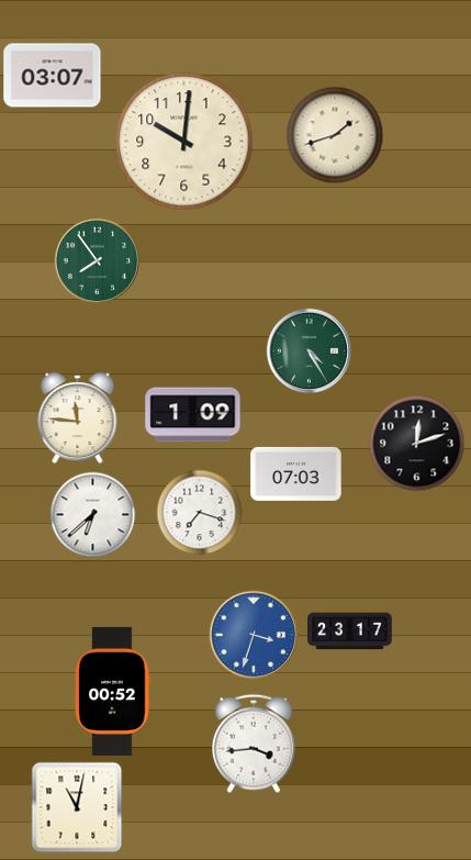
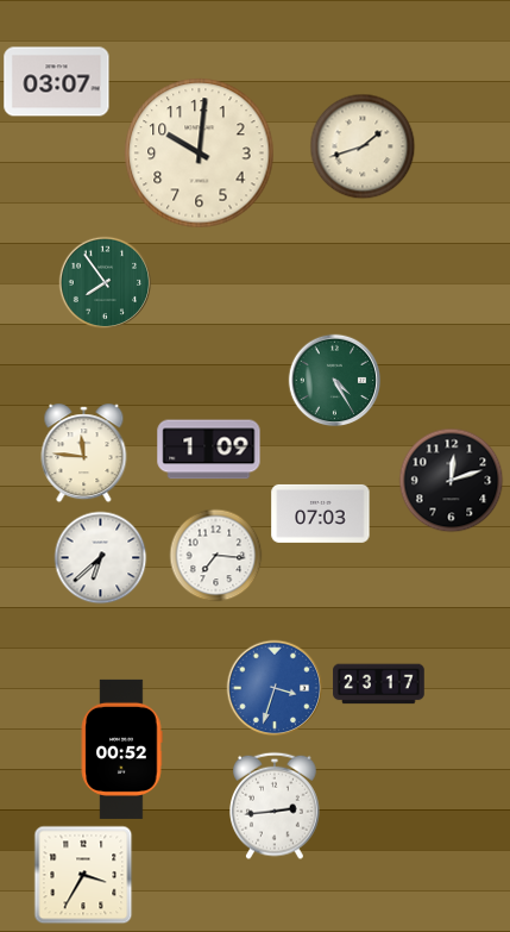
clock at (199, 512): 7:18 -> 7:16
clock at (255, 744): 3:44 -> 2:44
clock at (77, 807): 11:02 -> 3:35
